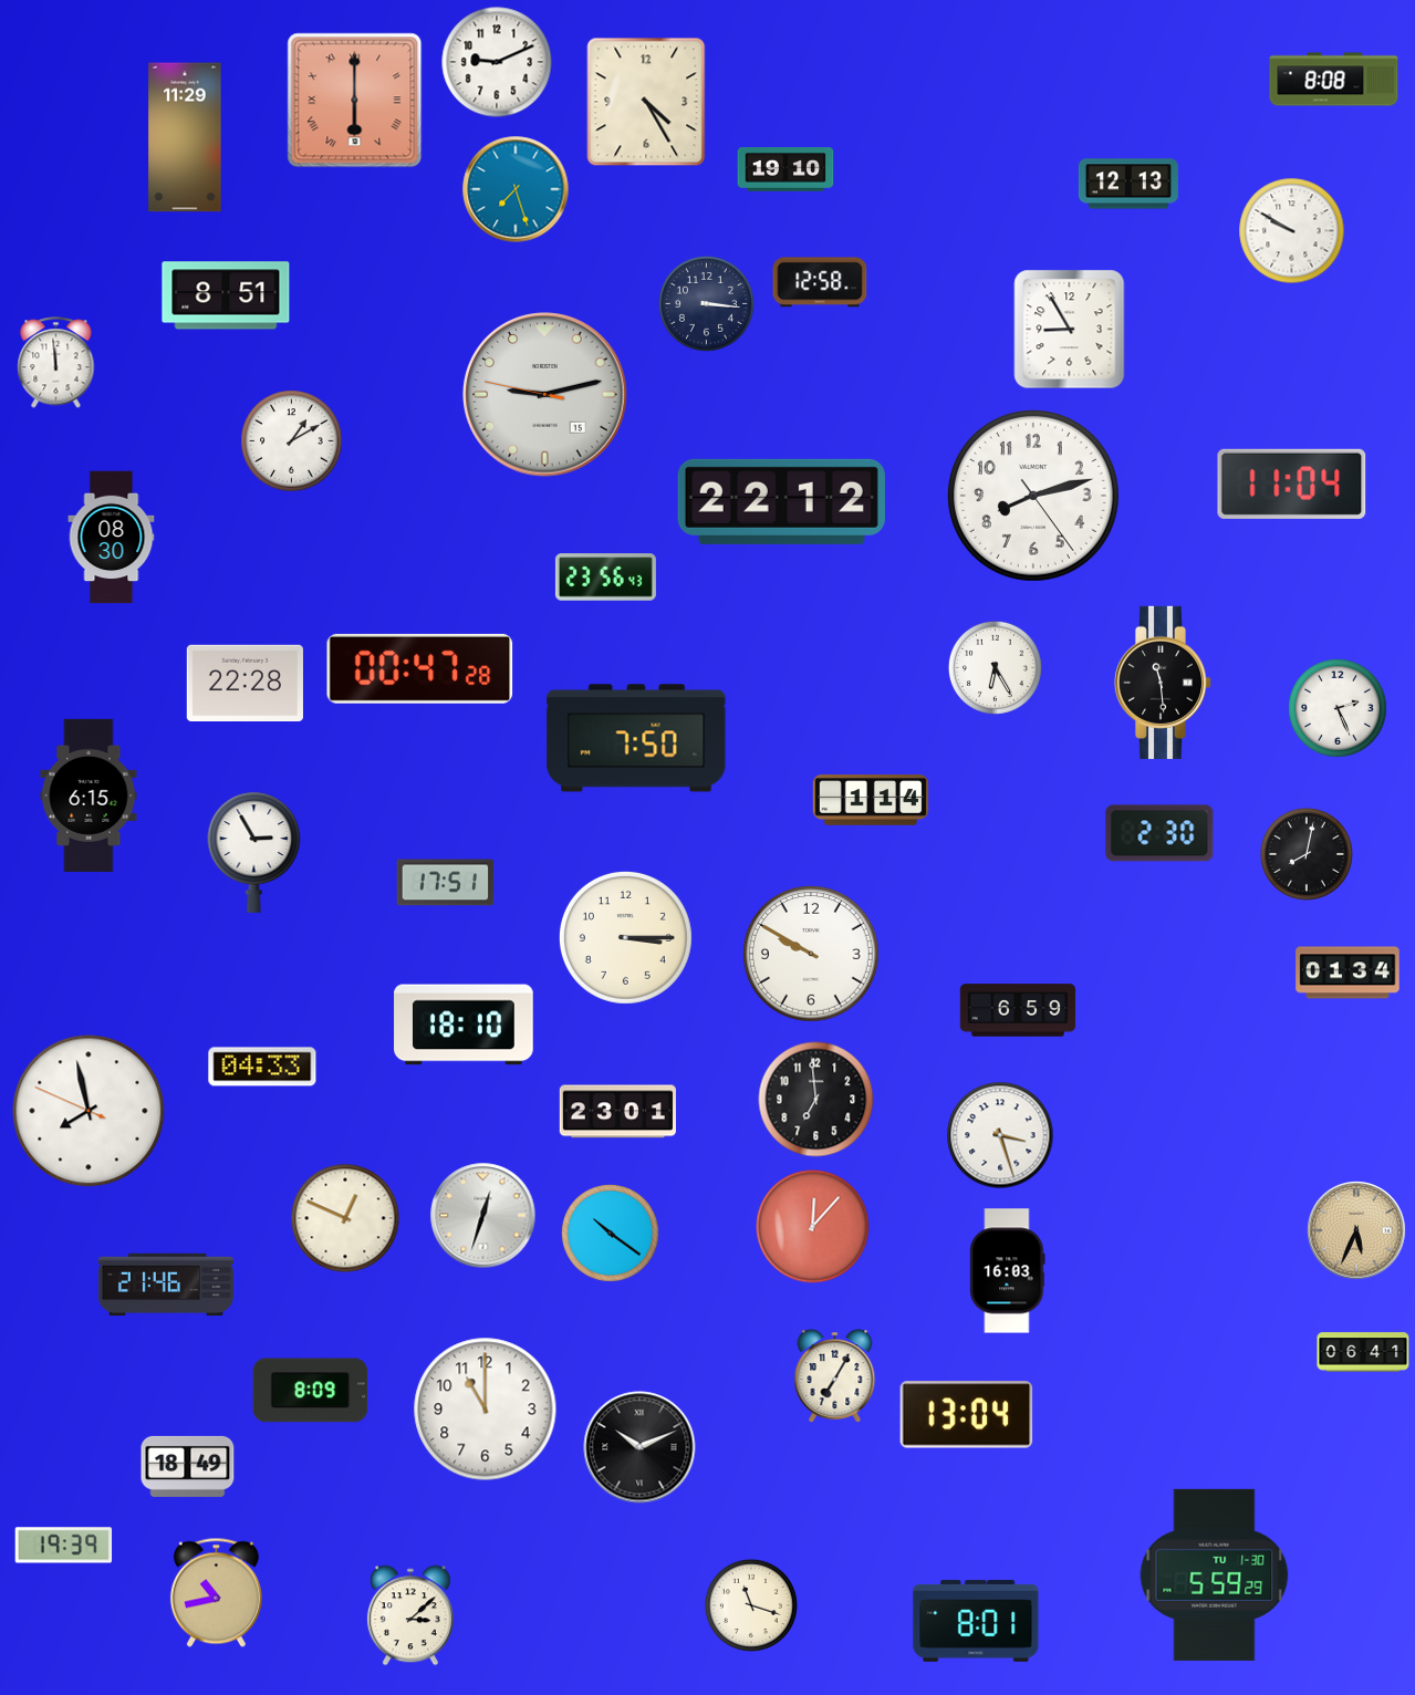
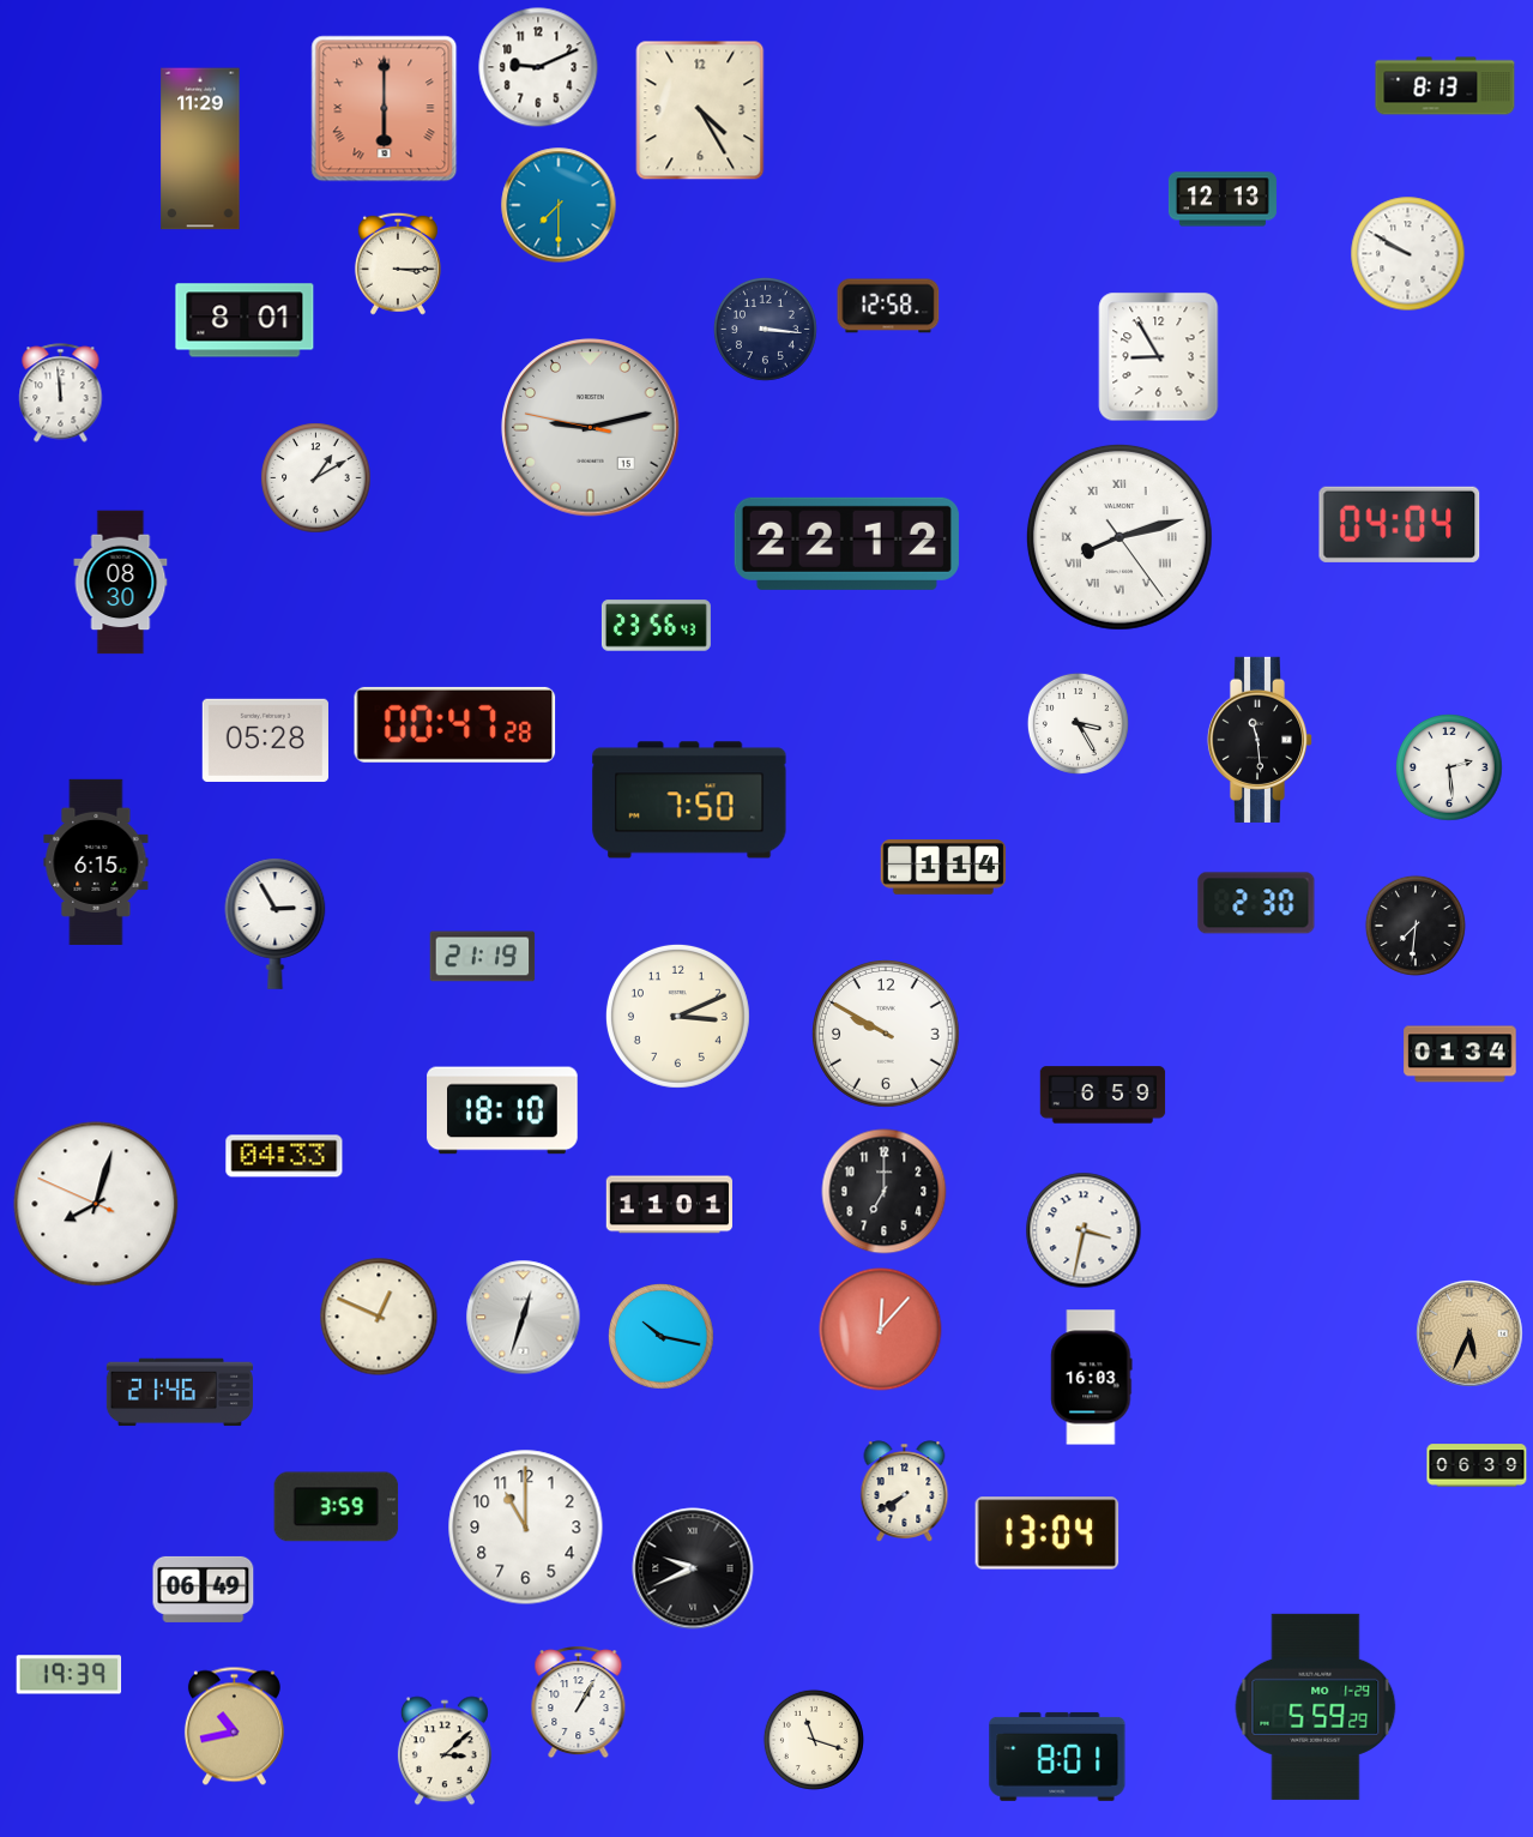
clock at (1334, 80): 8:08 -> 8:13
clock at (785, 170): 19:10 -> none
clock at (516, 189): 7:27 -> 7:30
clock at (1292, 231) position: (1292, 231) -> (1408, 254)
clock at (398, 264): none -> 3:15
clock at (226, 295): 8:51 -> 8:01
clock at (1292, 483): 11:04 -> 04:04
clock at (1033, 496) numerals: Arabic -> Roman
clock at (995, 667): 6:25 -> 3:25
clock at (244, 683): 22:28 -> 05:28
clock at (1338, 708): 2:26 -> 2:29
clock at (1307, 854): 8:02 -> 7:31
clock at (446, 883): 17:51 -> 21:19
clock at (625, 937): 3:15 -> 3:11
clock at (812, 955) position: (812, 955) -> (887, 1035)
clock at (816, 1100): 6:59 -> 7:00
clock at (89, 1111): 7:57 -> 8:02
clock at (617, 1112): 23:01 -> 11:01
clock at (1000, 1135): 3:27 -> 3:32
clock at (345, 1218) position: (345, 1218) -> (379, 1317)
clock at (611, 1234): 10:21 -> 10:17
clock at (1363, 1352): 06:41 -> 06:39
clock at (835, 1376): 7:05 -> 7:40
clock at (311, 1391): 8:09 -> 3:59
clock at (639, 1447): 10:11 -> 9:41
clock at (188, 1466): 18:49 -> 06:49
clock at (579, 1703): none -> 1:05
clock at (1215, 1574) date: TU 1-30 -> MO 1-29
